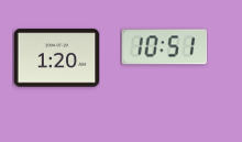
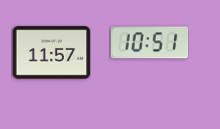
clock at (56, 58): 1:20 -> 11:57
